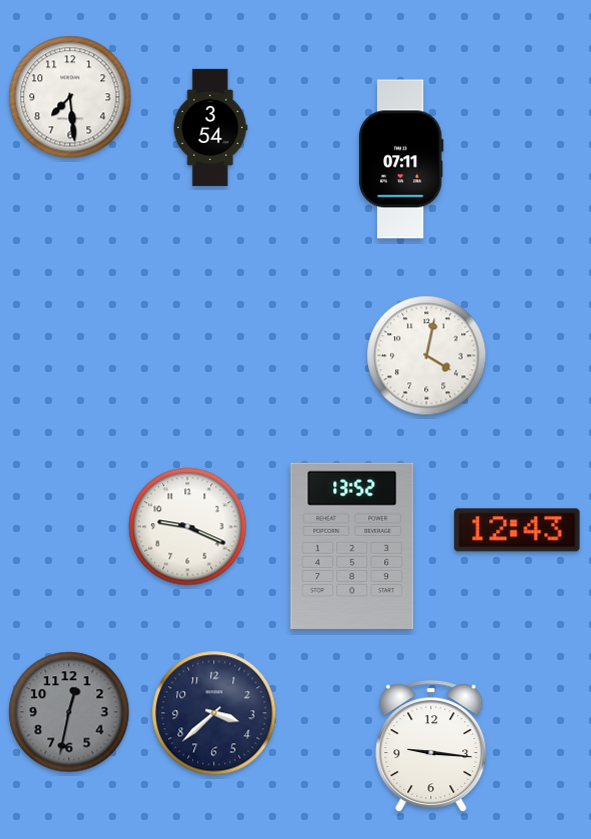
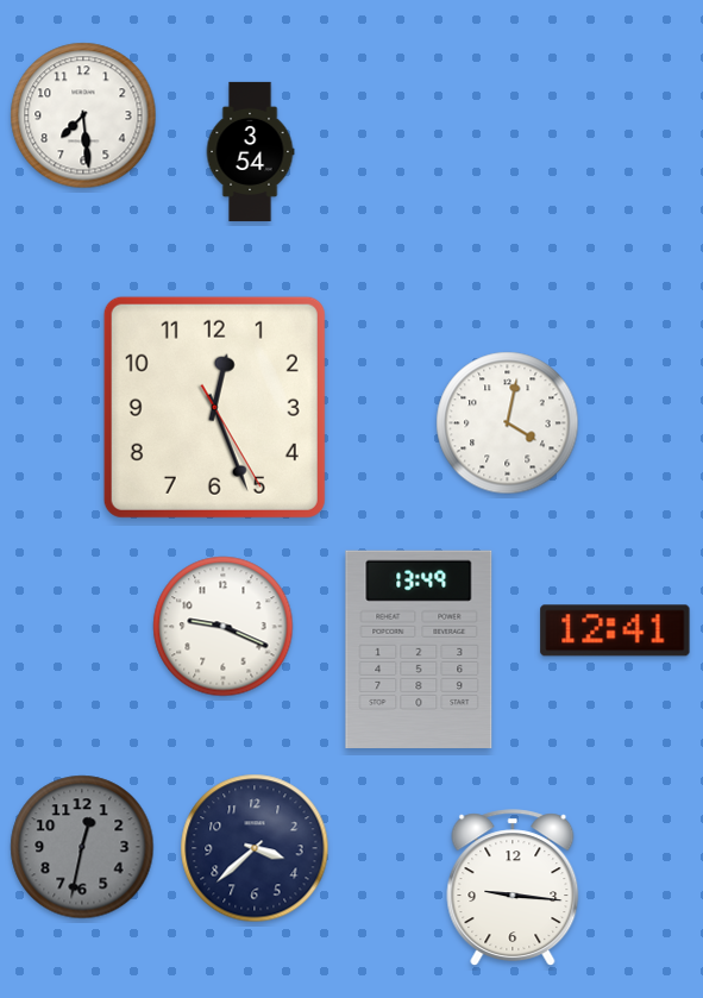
clock at (401, 159): 07:11 -> none
clock at (214, 407): none -> 12:26
clock at (517, 530): 12:43 -> 12:41
clock at (352, 545): 13:52 -> 13:49
